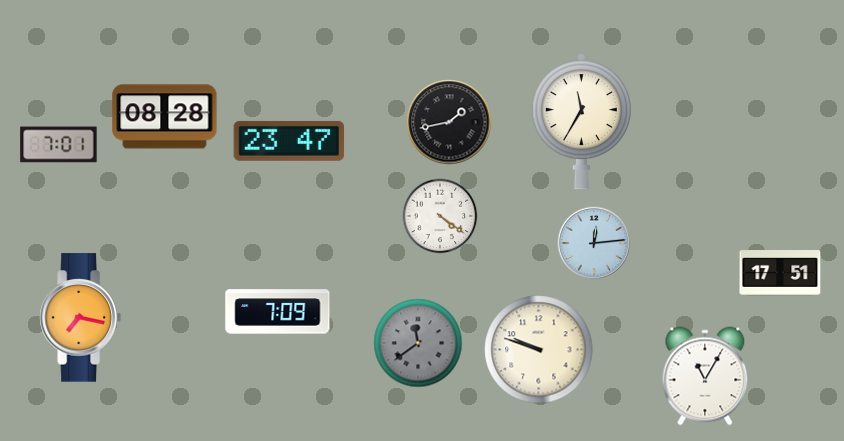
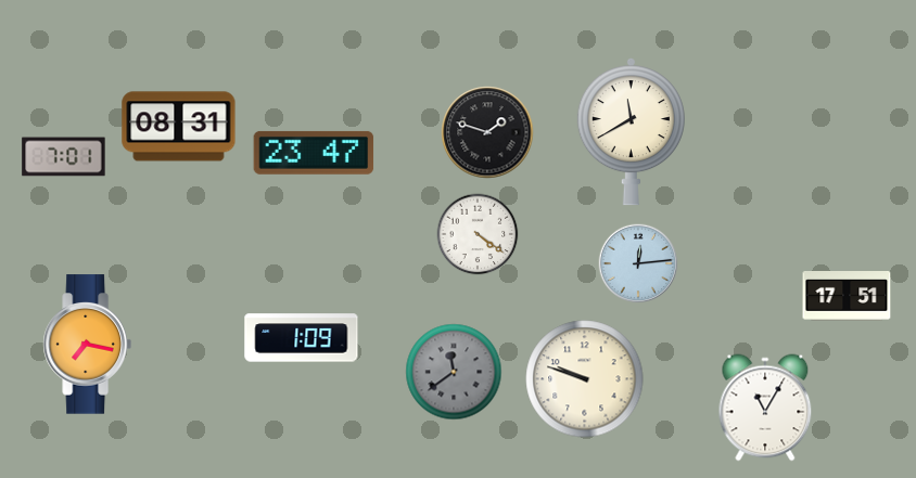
clock at (165, 117): 08:28 -> 08:31
clock at (581, 121): 11:35 -> 11:40
clock at (449, 122): 1:43 -> 1:48
clock at (594, 243) position: (594, 243) -> (638, 263)
clock at (278, 312): 7:09 -> 1:09
